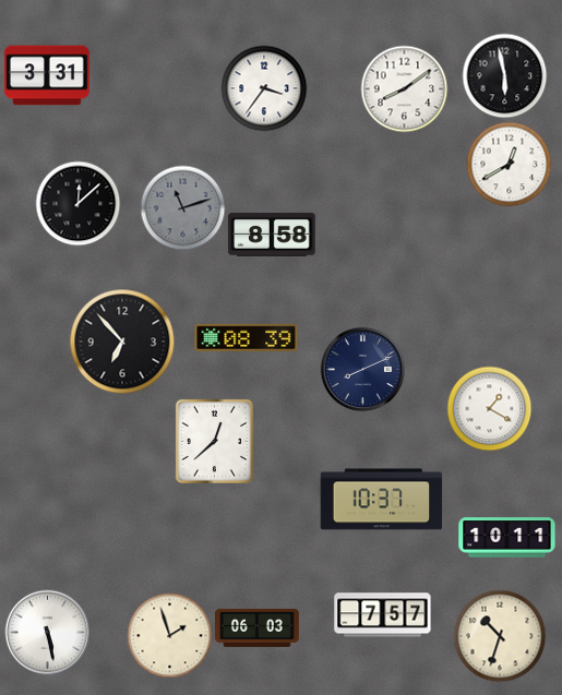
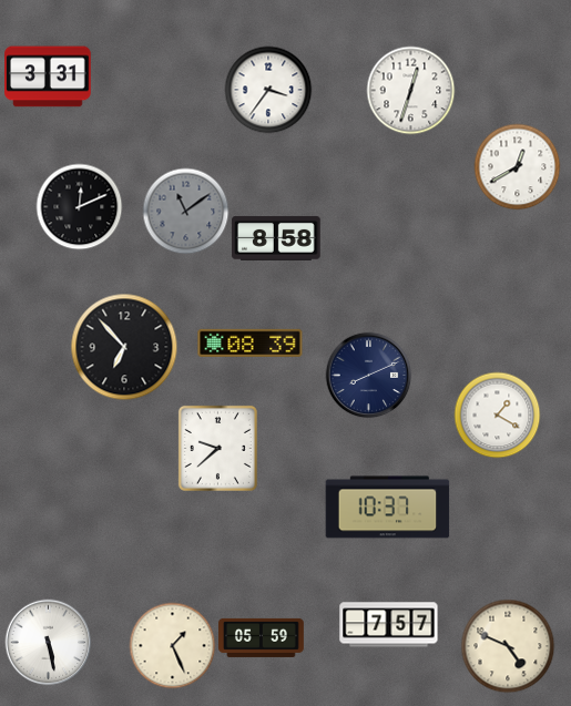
clock at (504, 75): 5:58 -> none
clock at (404, 88): 8:09 -> 12:33
clock at (77, 203): 12:08 -> 12:11
clock at (182, 207): 11:12 -> 11:09
clock at (214, 441): 12:38 -> 9:38
clock at (507, 538): 10:11 -> none
clock at (258, 627): 06:03 -> 05:59
clock at (169, 635): 1:57 -> 1:26
clock at (500, 636): 10:33 -> 4:49
